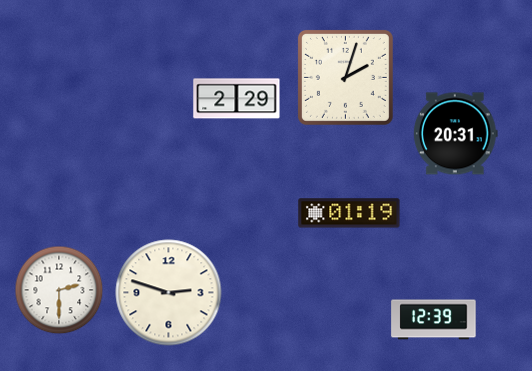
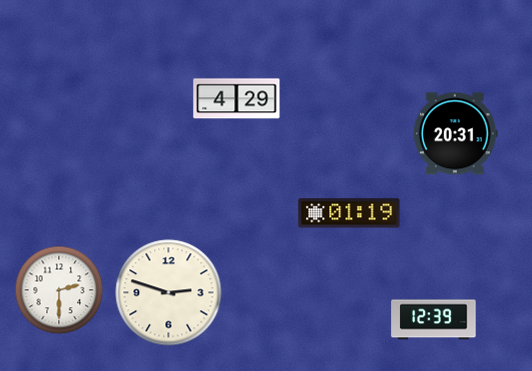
clock at (345, 77): 2:03 -> none
clock at (237, 99): 2:29 -> 4:29
